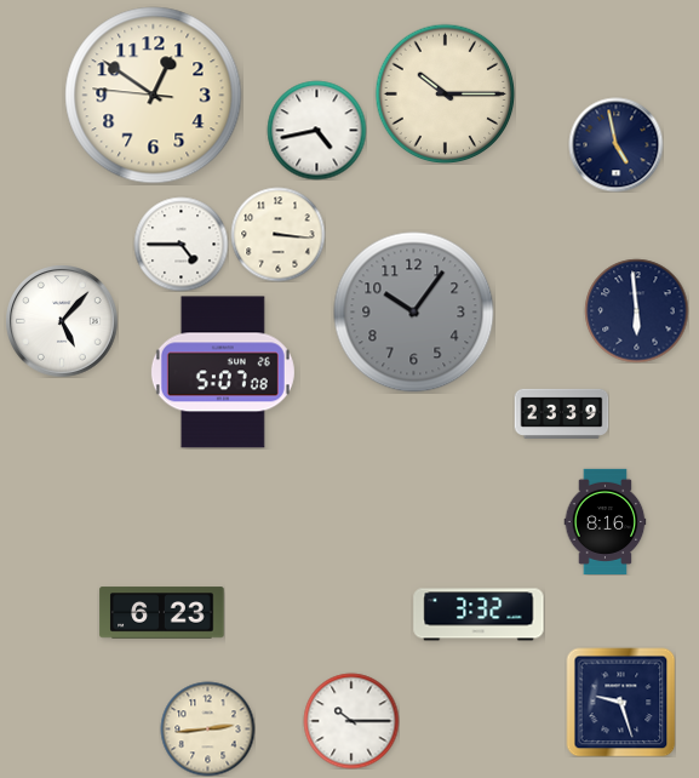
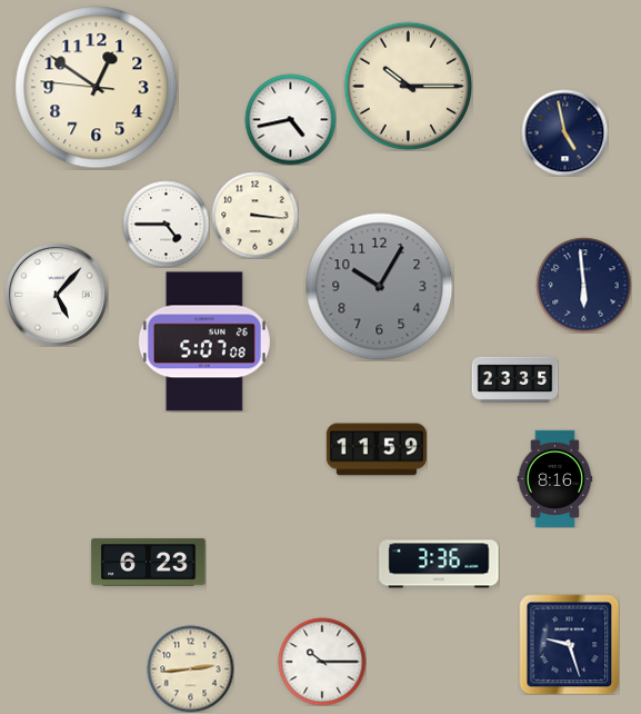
clock at (154, 96) position: (154, 96) -> (97, 88)
clock at (414, 313): 10:06 -> 10:05
clock at (561, 413): 23:39 -> 23:35
clock at (377, 449): none -> 11:59
clock at (479, 614): 3:32 -> 3:36
